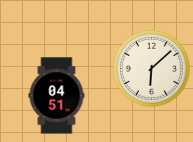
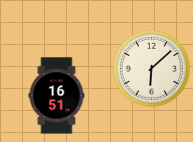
clock at (57, 96): 04:51 -> 16:51
